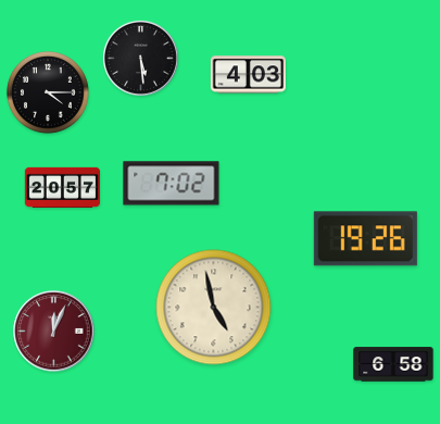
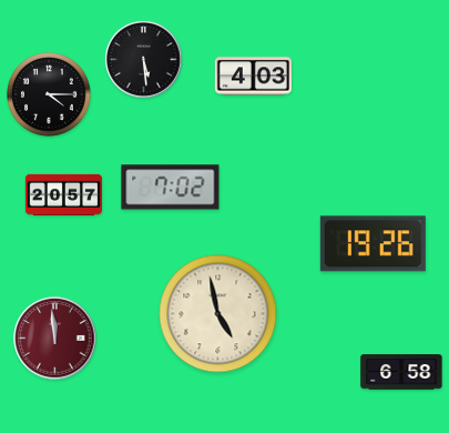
clock at (172, 184) position: (172, 184) -> (171, 188)
clock at (62, 187) position: (62, 187) -> (63, 194)
clock at (54, 332): 12:04 -> 11:59
